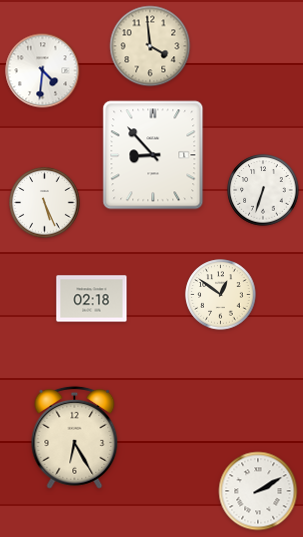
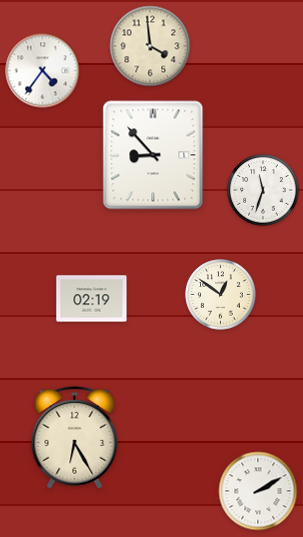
clock at (43, 71): 4:31 -> 4:36
clock at (263, 190): 6:33 -> 11:33
clock at (45, 203): 5:26 -> none
clock at (92, 299): 02:18 -> 02:19
